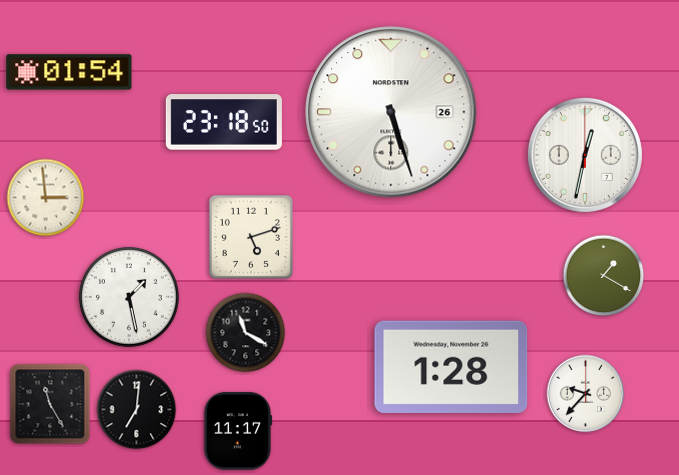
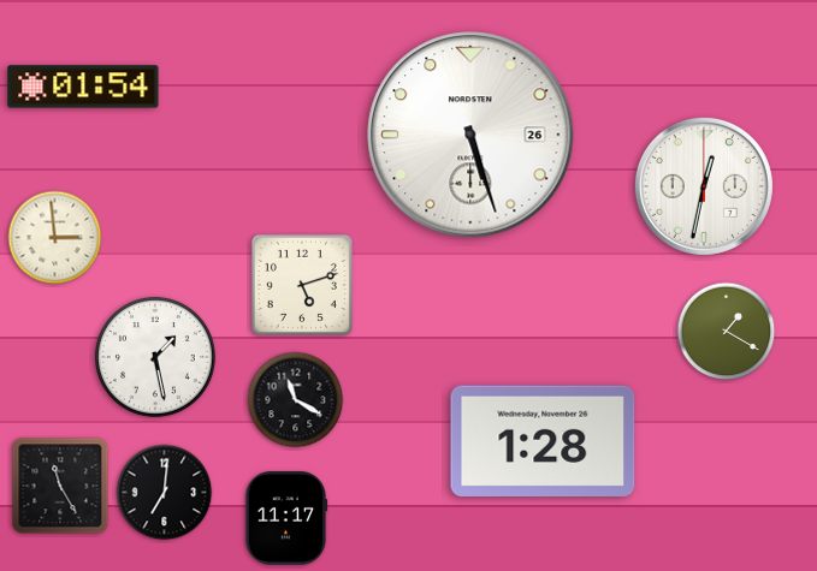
clock at (224, 122): 23:18 -> none
clock at (586, 394): 9:37 -> none
